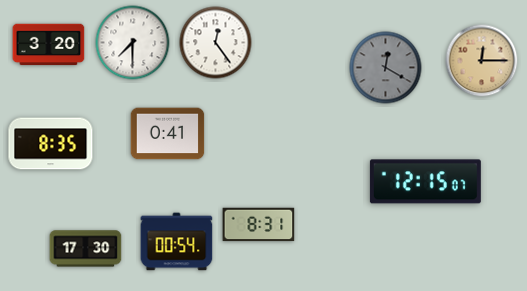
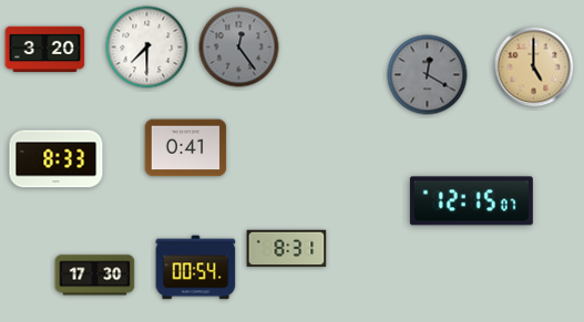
clock at (216, 43) dial: white -> grey
clock at (49, 45) position: (49, 45) -> (45, 50)
clock at (482, 61): 12:15 -> 5:00
clock at (51, 144): 8:35 -> 8:33
